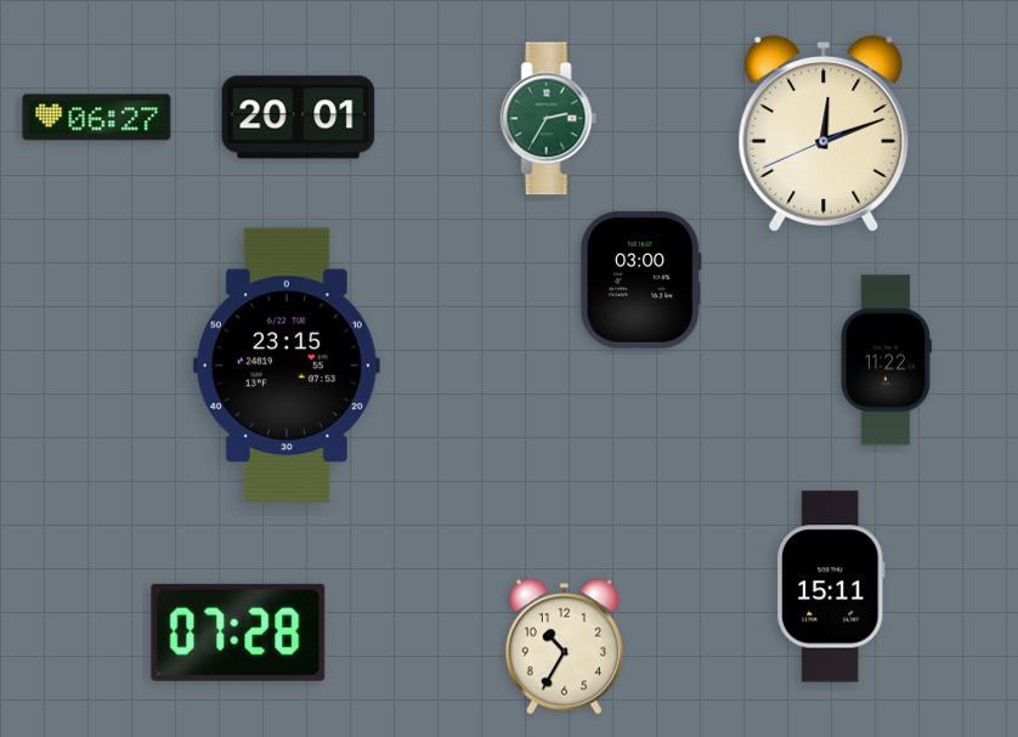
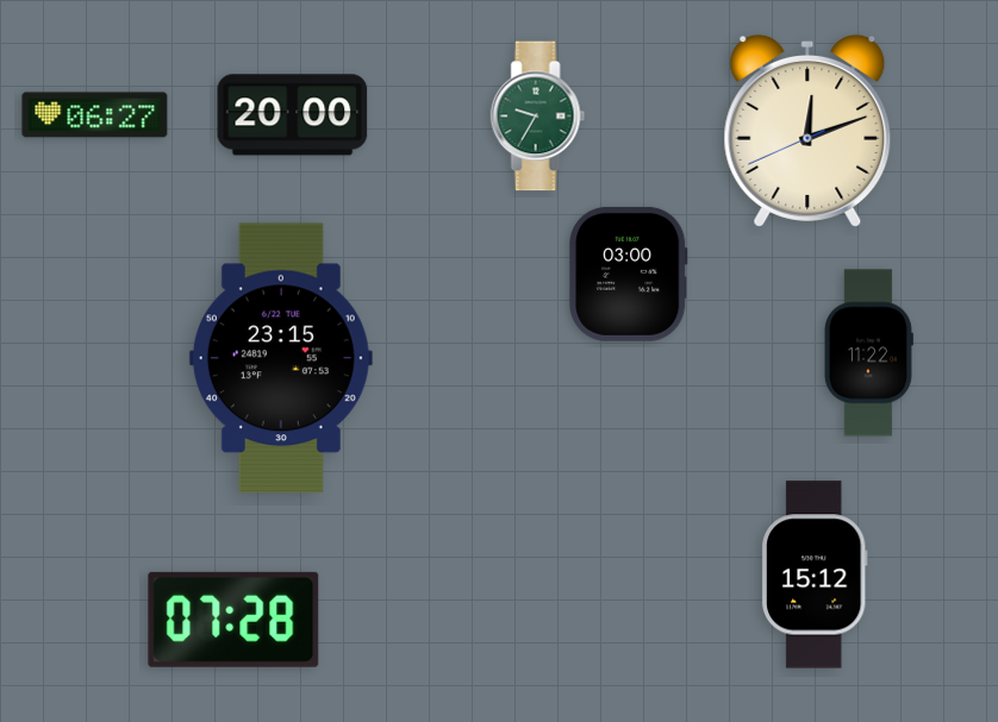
clock at (299, 118): 20:01 -> 20:00
clock at (549, 119): 2:35 -> 9:35
clock at (831, 586): 15:11 -> 15:12
clock at (564, 647): 10:35 -> none
